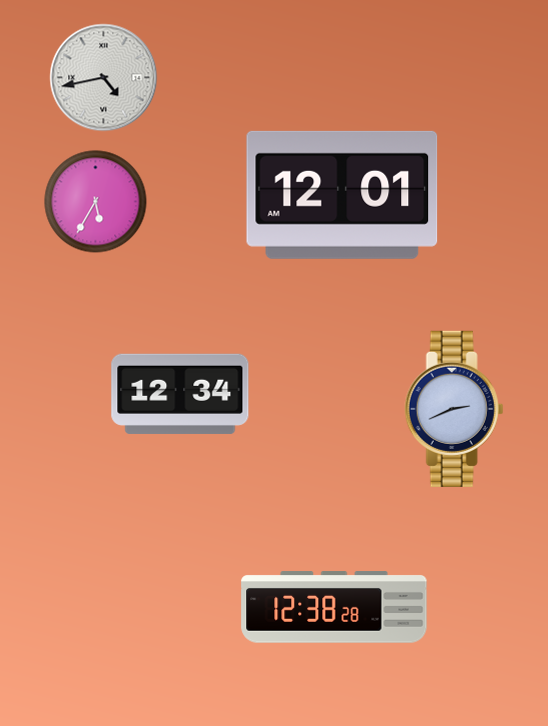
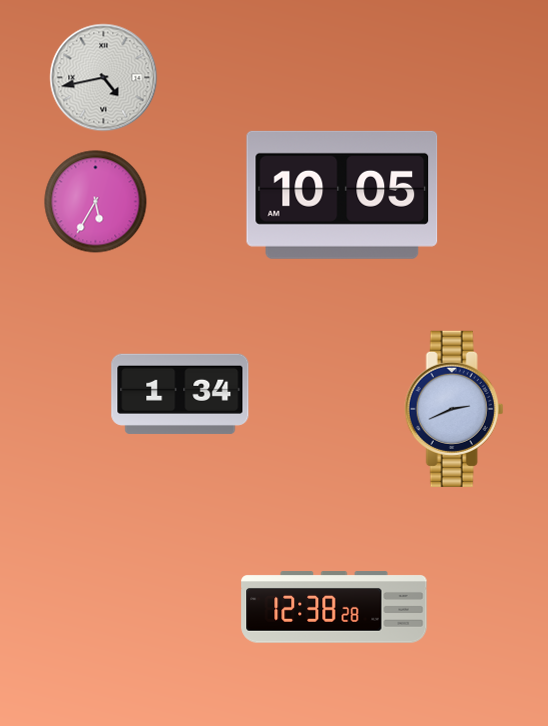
clock at (342, 195): 12:01 -> 10:05
clock at (180, 394): 12:34 -> 1:34
